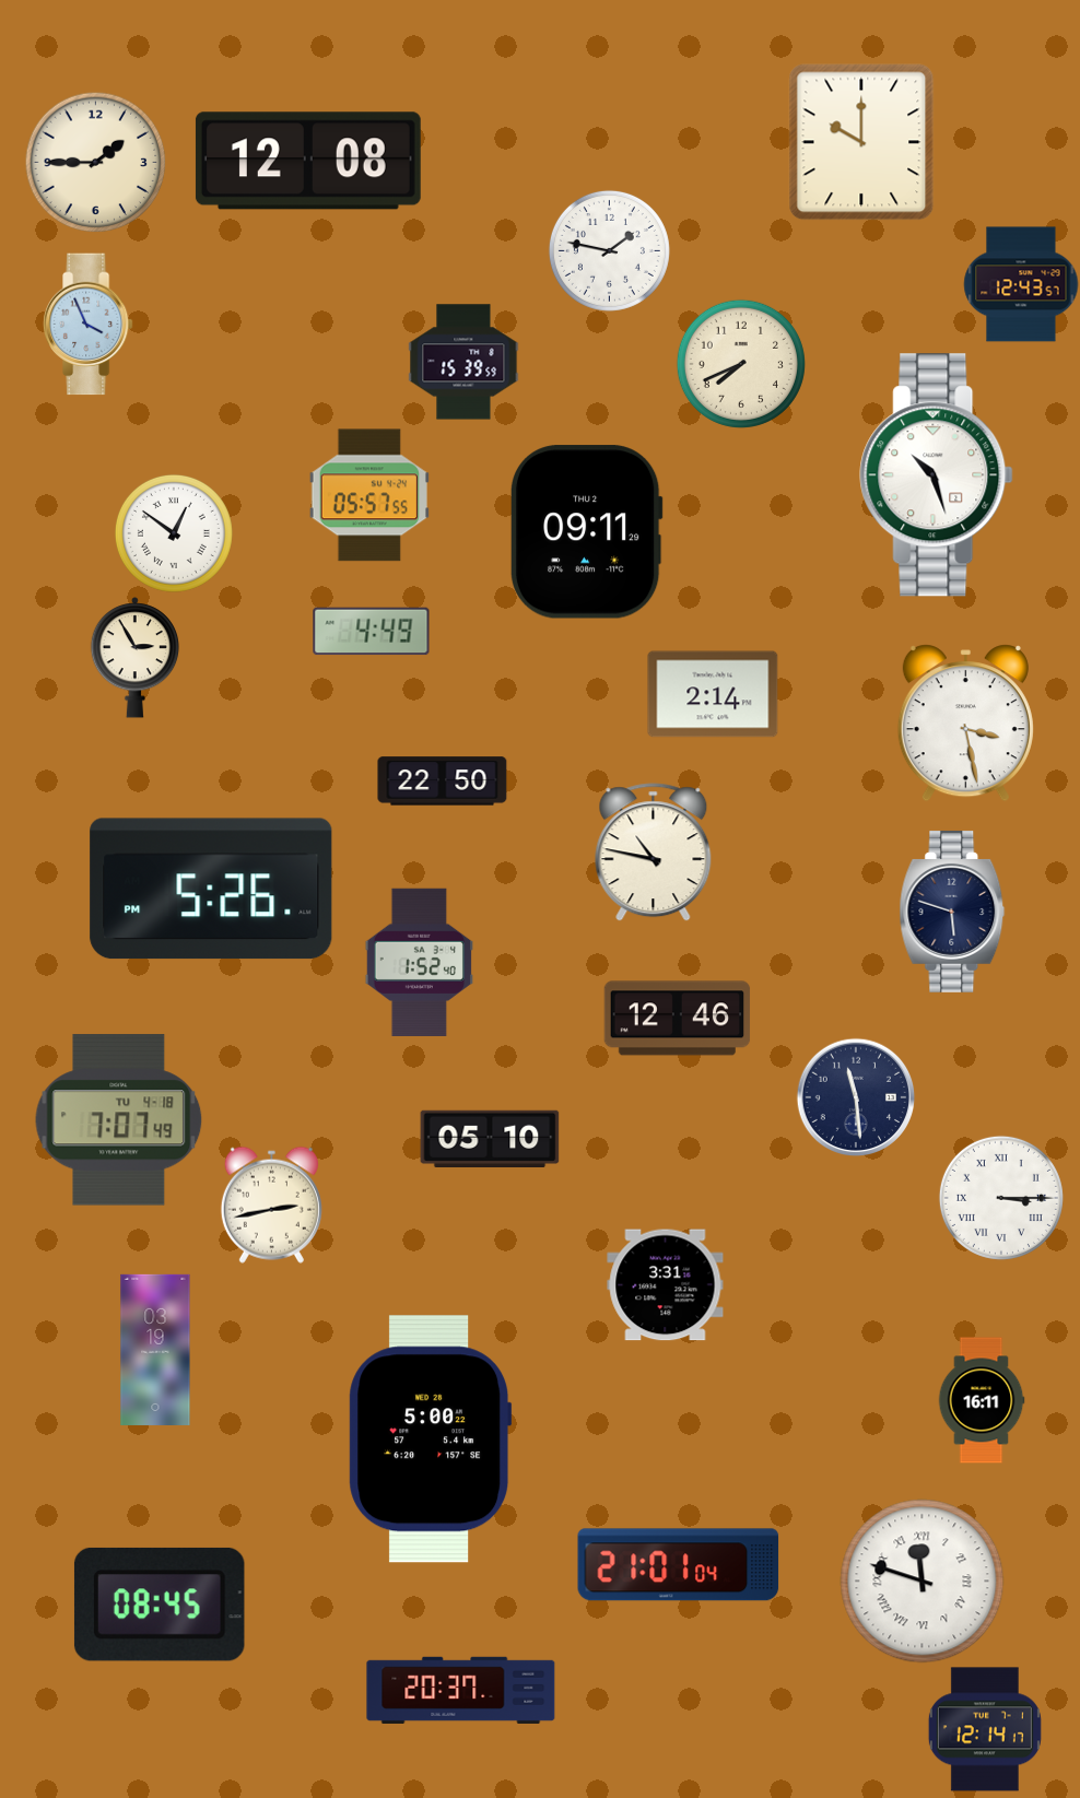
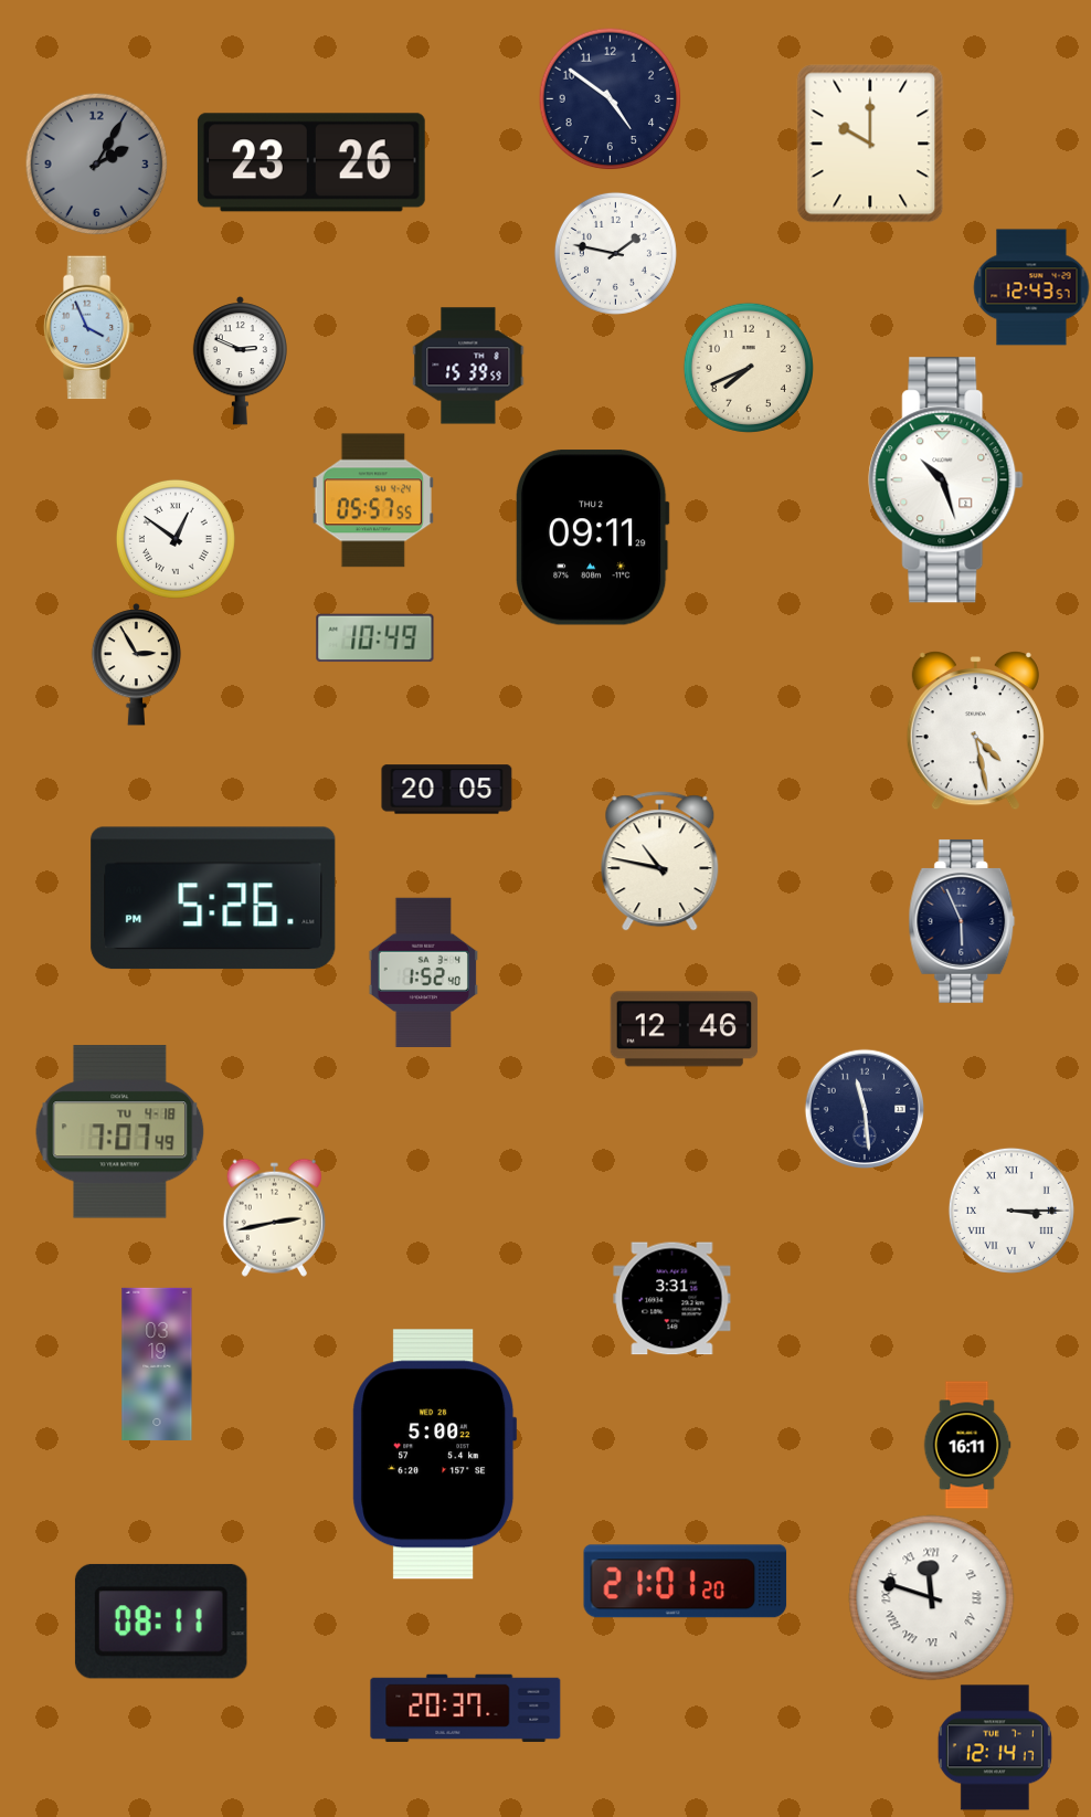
clock at (610, 98): none -> 4:51
clock at (308, 161): 12:08 -> 23:26
clock at (95, 162): 1:45 -> 2:05
clock at (95, 162) dial: cream -> grey
clock at (240, 361): none -> 2:49
clock at (372, 632): 4:49 -> 10:49
clock at (713, 694): 2:14 -> none
clock at (965, 724): 3:28 -> 4:28
clock at (443, 782): 22:50 -> 20:05
clock at (952, 912): 5:48 -> 5:56
clock at (490, 1138): 05:10 -> none
clock at (982, 1400) position: (982, 1400) -> (967, 1445)
clock at (679, 1565): 21:01:04 -> 21:01:20
clock at (160, 1605): 08:45 -> 08:11
